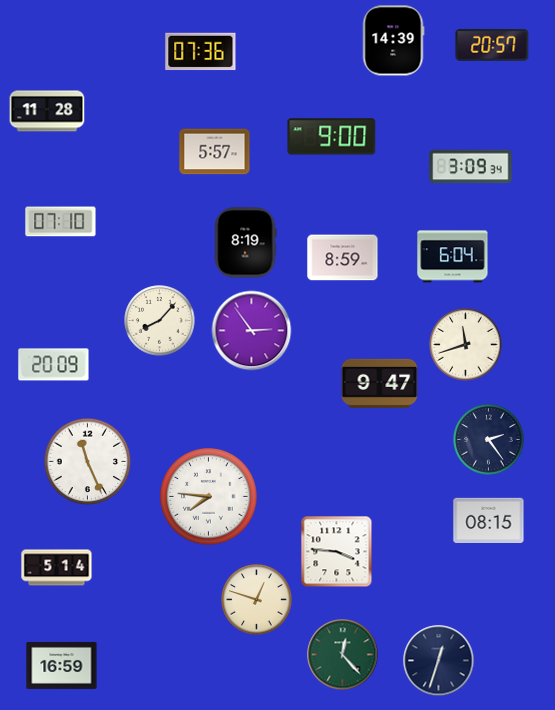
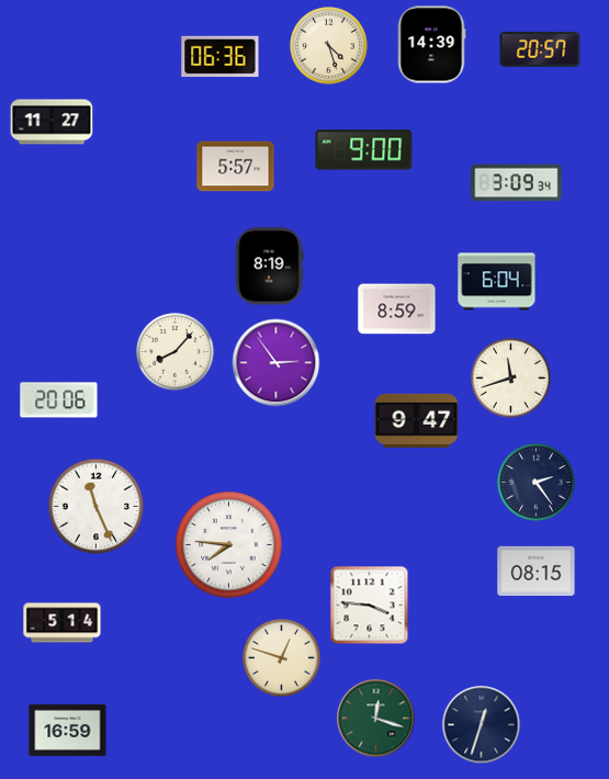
clock at (329, 46): none -> 4:27
clock at (201, 52): 07:36 -> 06:36
clock at (47, 111): 11:28 -> 11:27
clock at (61, 222): 07:10 -> none
clock at (343, 258) position: (343, 258) -> (397, 309)
clock at (54, 365): 20:09 -> 20:06
clock at (343, 655): 12:23 -> 12:18
